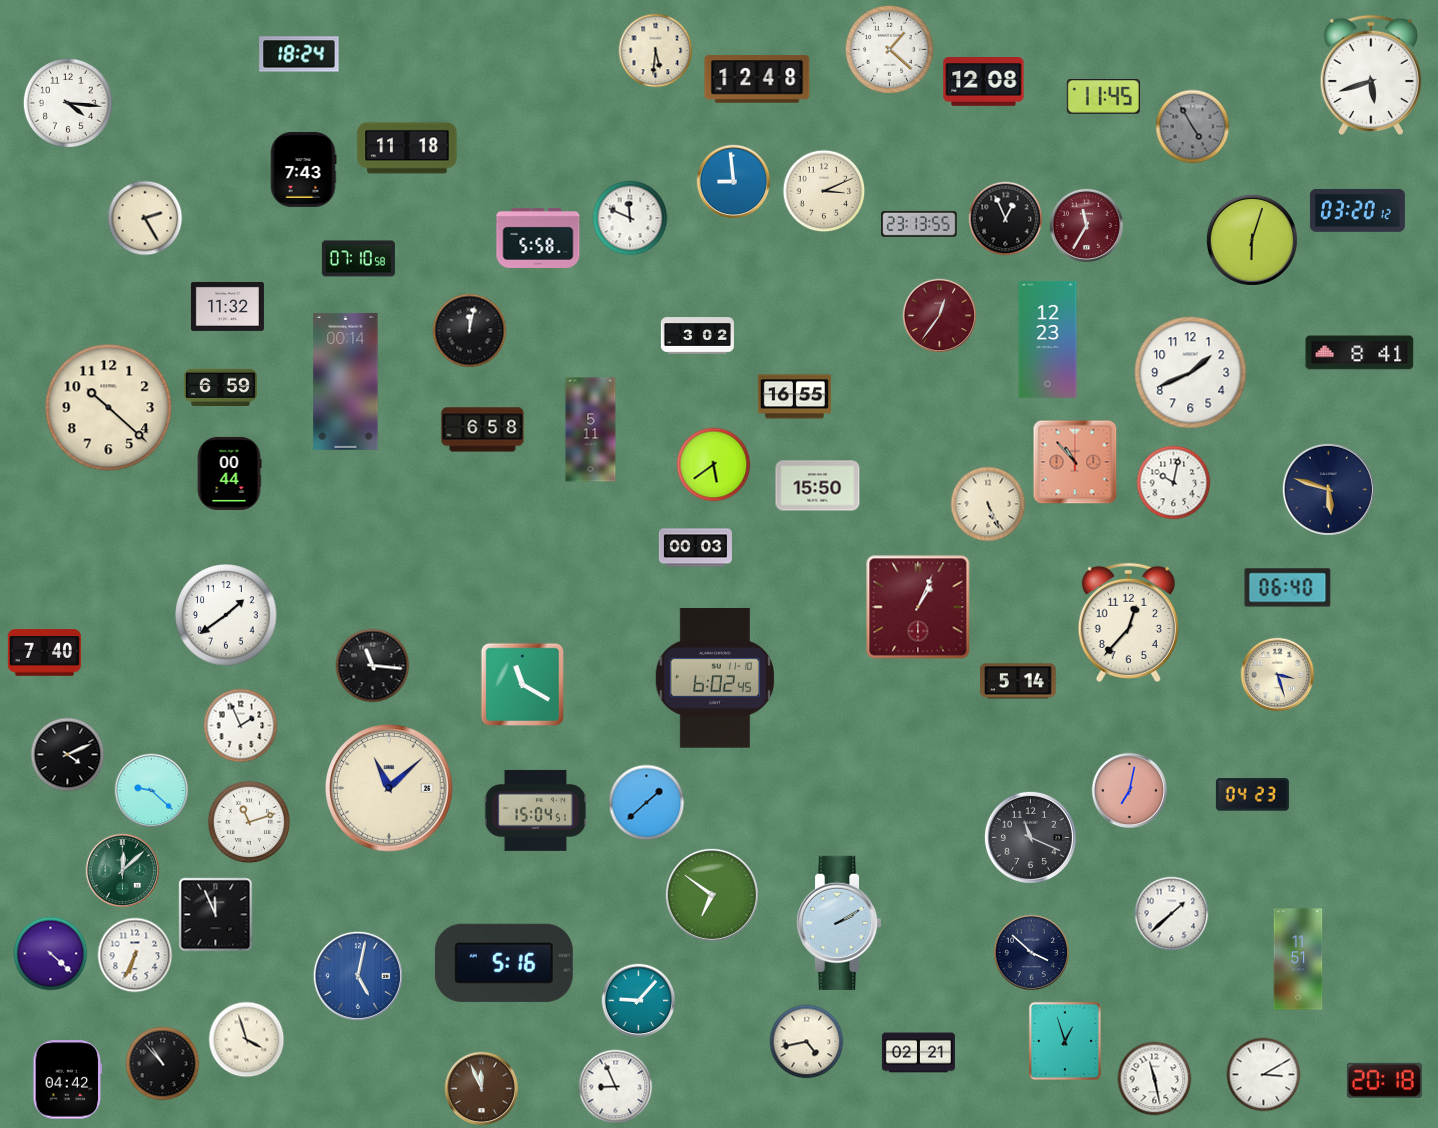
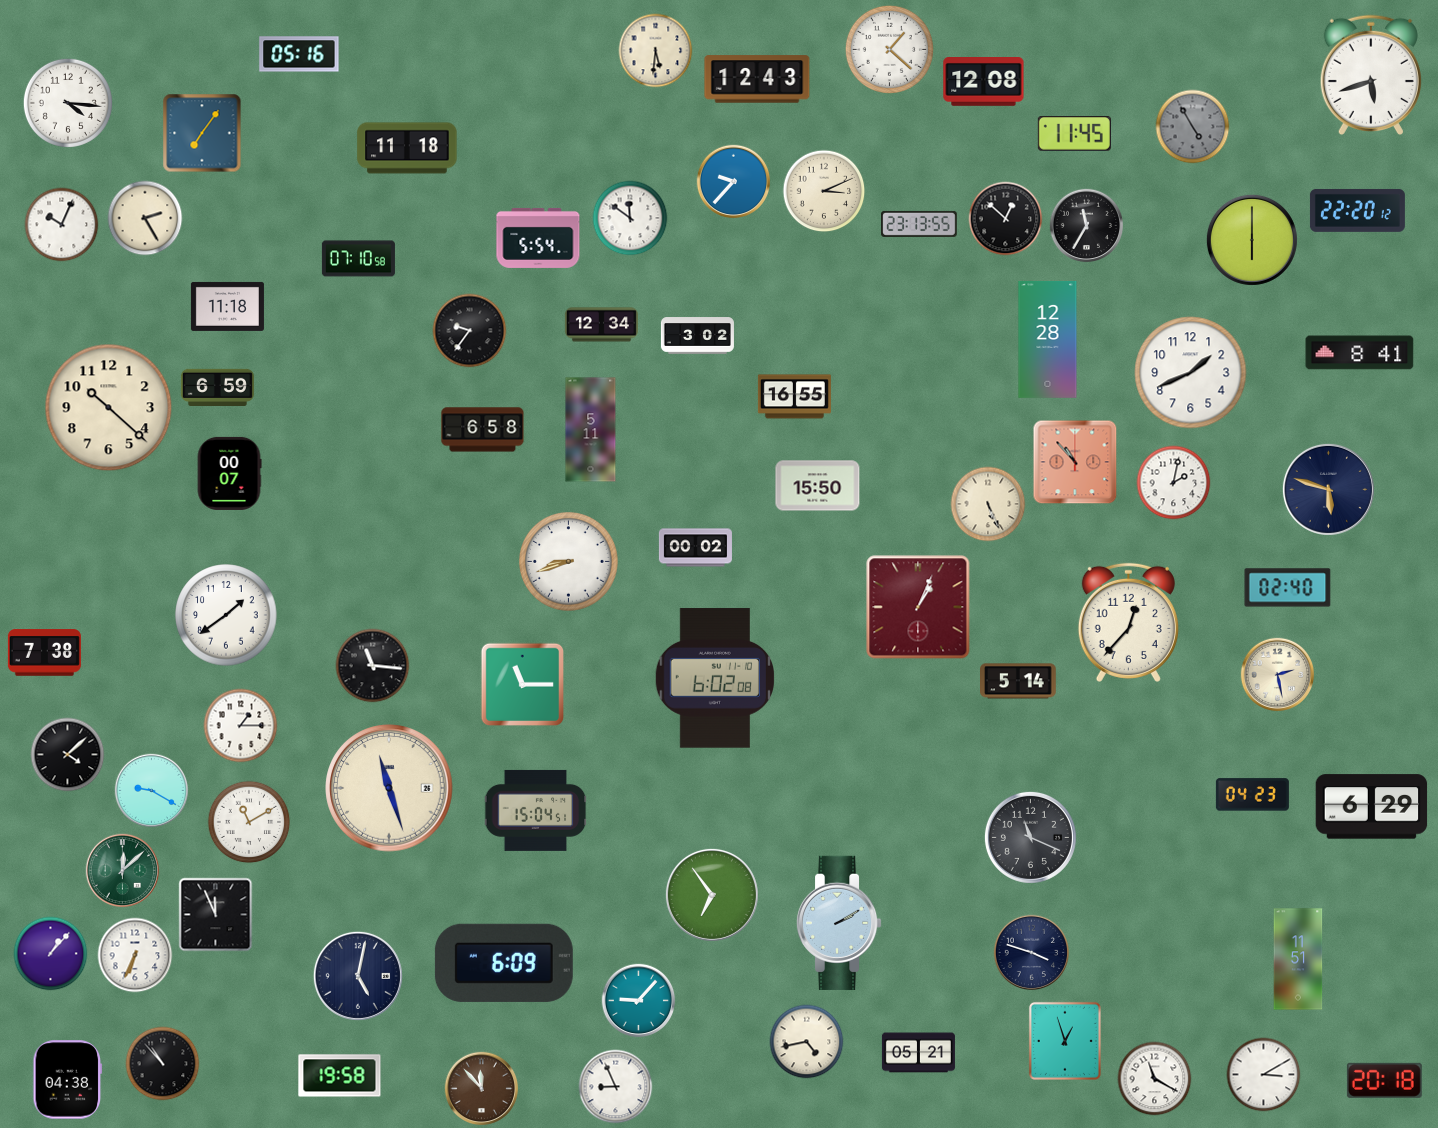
clock at (299, 54): 18:24 -> 05:16
clock at (757, 79): 12:48 -> 12:43
clock at (1103, 97) position: (1103, 97) -> (1074, 134)
clock at (202, 133): none -> 7:06
clock at (303, 169): 7:43 -> none
clock at (734, 182): 8:59 -> 9:37
clock at (1357, 210): 03:20 -> 22:20
clock at (630, 218): 11:49 -> 11:51
clock at (1006, 219): 12:56 -> 12:52
clock at (62, 225): none -> 10:04
clock at (1087, 226) dial: burgundy -> black
clock at (538, 238): 5:58 -> 5:54
clock at (1252, 240): 6:03 -> 6:00
clock at (227, 306): 11:32 -> 11:18
clock at (940, 316): 12:36 -> none
clock at (601, 325): none -> 12:34
clock at (470, 331): 12:02 -> 9:36
clock at (1048, 339): 12:23 -> 12:28
clock at (346, 381): 00:14 -> none
clock at (220, 387) position: (220, 387) -> (217, 387)
clock at (714, 465): 5:39 -> none
clock at (229, 473): 00:44 -> 00:07
clock at (1174, 483): 10:02 -> 2:02
clock at (695, 548): 00:03 -> 00:02
clock at (569, 562): none -> 8:42
clock at (1288, 588): 06:40 -> 02:40
clock at (44, 653): 7:40 -> 7:38
clock at (1278, 675): 3:27 -> 2:28
clock at (714, 678): 6:02:45 -> 6:02:08
clock at (522, 684): 11:20 -> 11:15
clock at (241, 726): 1:56 -> 1:15
clock at (68, 755): 4:11 -> 4:08
clock at (389, 788): 11:08 -> 11:27
clock at (152, 791): 9:22 -> 9:20
clock at (1130, 791): 7:02 -> none
clock at (647, 803): 1:38 -> none
clock at (1372, 807): none -> 6:29
clock at (249, 822): 11:12 -> 11:10
clock at (712, 895): 6:51 -> 6:54
clock at (1172, 914): 1:38 -> none
clock at (1032, 953): 3:52 -> 3:48
clock at (51, 954): 4:22 -> 1:07
clock at (504, 963): 5:16 -> 6:09
clock at (358, 976) dial: blue -> navy
clock at (247, 1040): 3:57 -> none
clock at (918, 1053): 02:21 -> 05:21
clock at (340, 1076): none -> 19:58
clock at (1155, 1079): 11:28 -> 11:20
clock at (68, 1080): 04:42 -> 04:38
clock at (482, 1089): 11:56 -> 11:53
